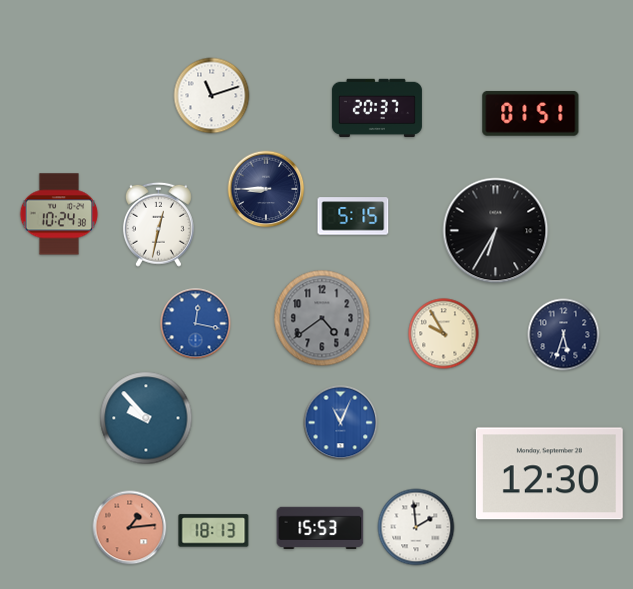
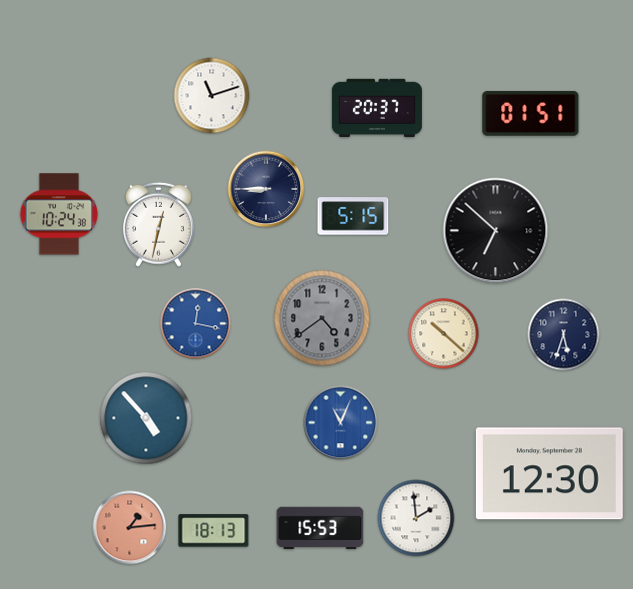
clock at (496, 231): 6:35 -> 6:52
clock at (444, 334): 9:55 -> 10:22
clock at (146, 418): 9:53 -> 4:53
clock at (416, 527) position: (416, 527) -> (416, 518)
